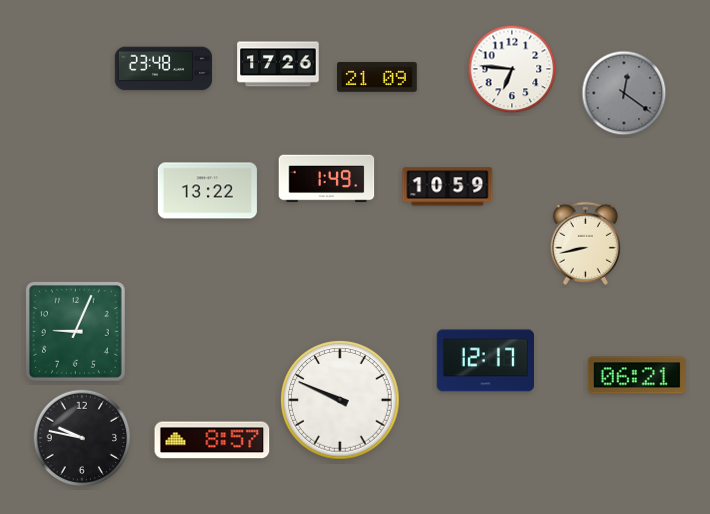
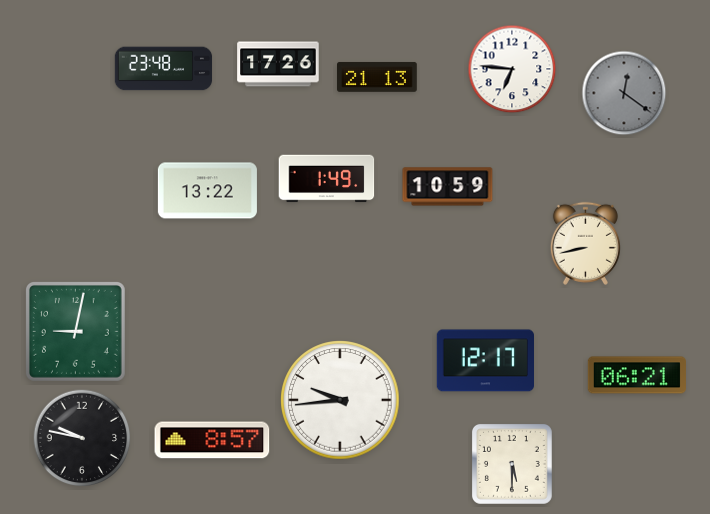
clock at (378, 77): 21:09 -> 21:13
clock at (75, 331): 9:04 -> 9:02
clock at (340, 400): 9:49 -> 9:44
clock at (512, 464): none -> 5:30
